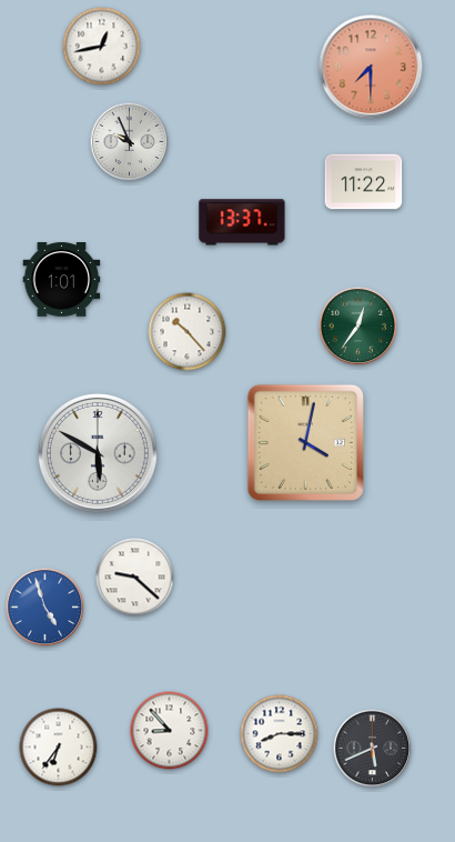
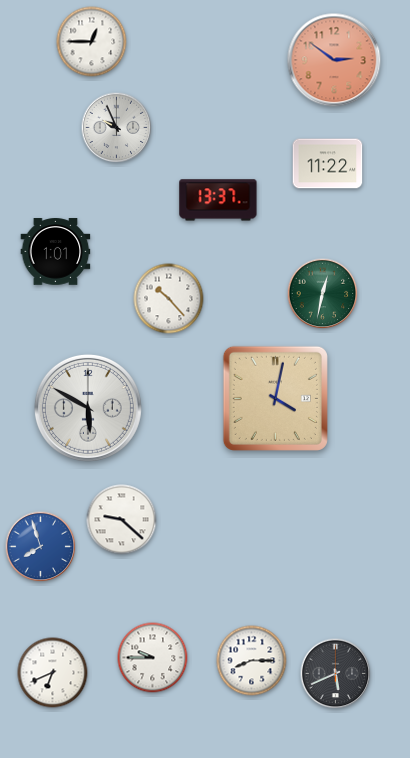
clock at (102, 47): 12:43 -> 12:45
clock at (371, 67): 7:30 -> 2:51
clock at (358, 327): 12:36 -> 12:32
clock at (46, 608): 4:57 -> 7:57
clock at (170, 731): 8:53 -> 9:45
clock at (59, 748): 6:36 -> 6:41
